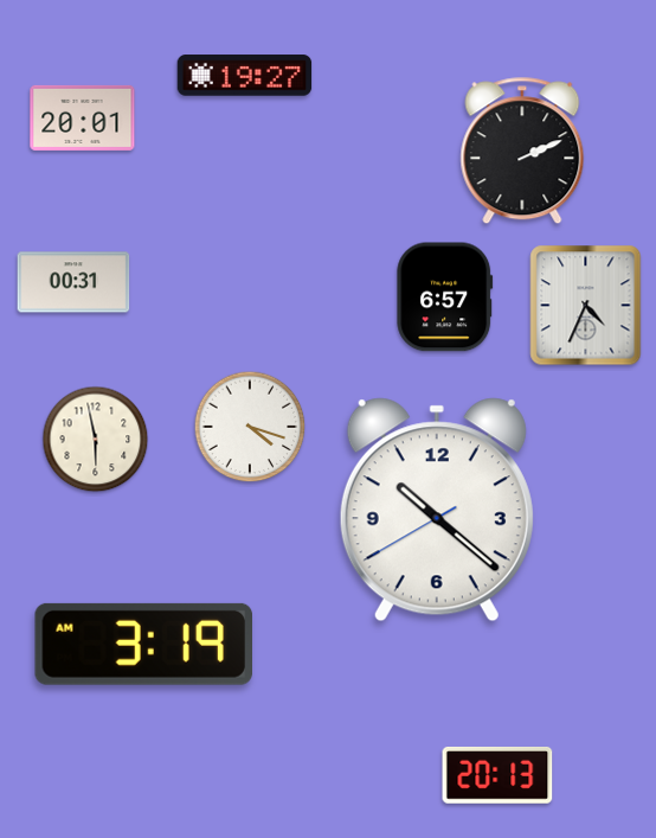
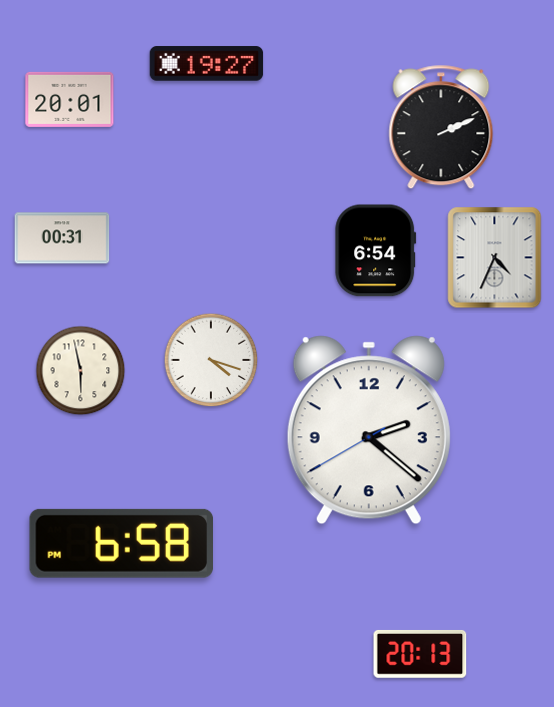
clock at (445, 298): 6:57 -> 6:54
clock at (437, 510): 10:21 -> 2:21
clock at (143, 644): 3:19 -> 6:58
